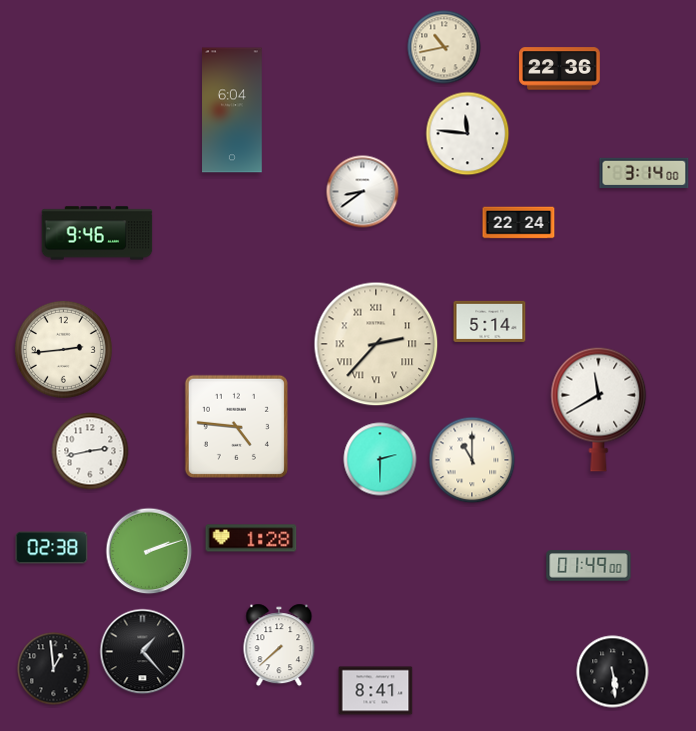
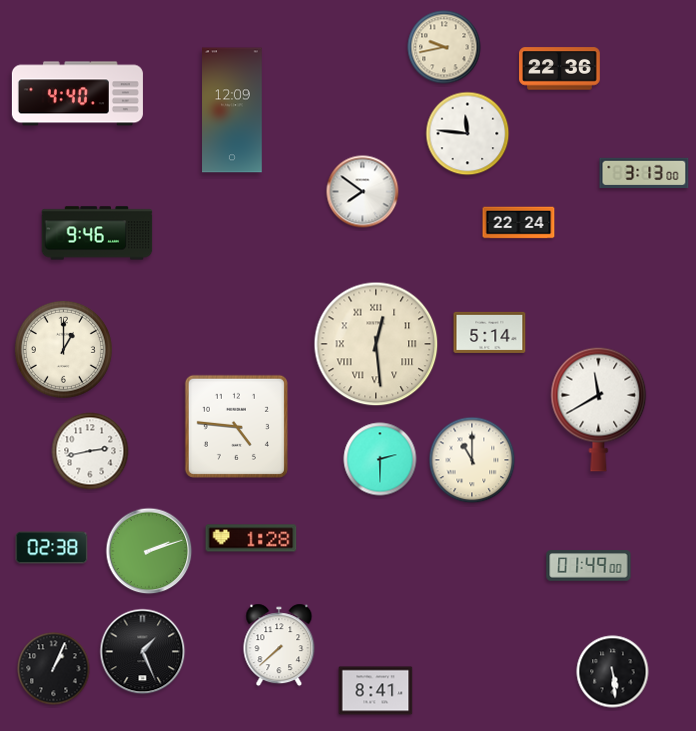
clock at (444, 47): 10:43 -> 9:43
clock at (77, 94): none -> 4:40
clock at (233, 110): 6:04 -> 12:09
clock at (644, 172): 3:14 -> 3:13
clock at (363, 192): 8:39 -> 7:51
clock at (490, 321) position: (490, 321) -> (490, 332)
clock at (376, 344): 2:37 -> 12:29
clock at (63, 349): 2:44 -> 1:00
clock at (143, 652): 1:23 -> 1:26
clock at (54, 669): 12:59 -> 1:04
